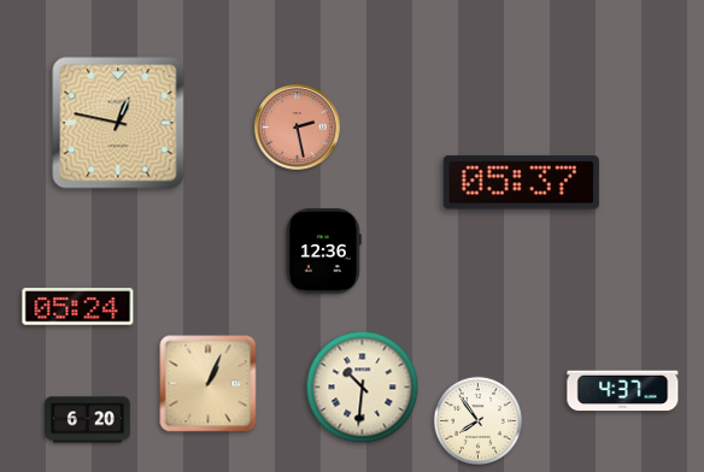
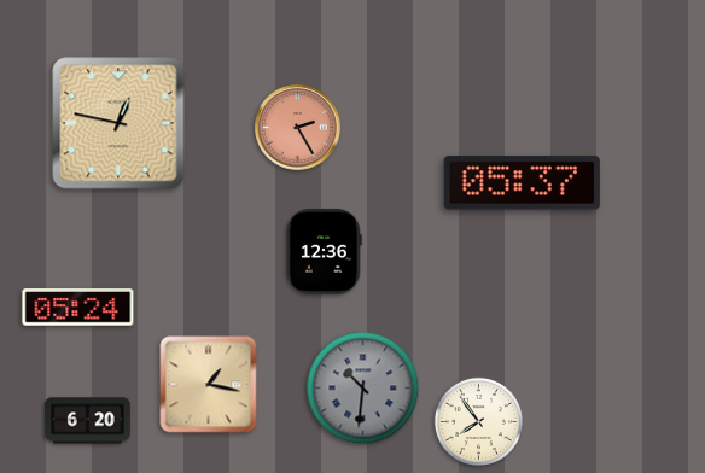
clock at (298, 128): 2:28 -> 2:25
clock at (209, 384): 1:04 -> 1:17
clock at (363, 388) dial: cream -> grey
clock at (623, 391): 4:37 -> none
